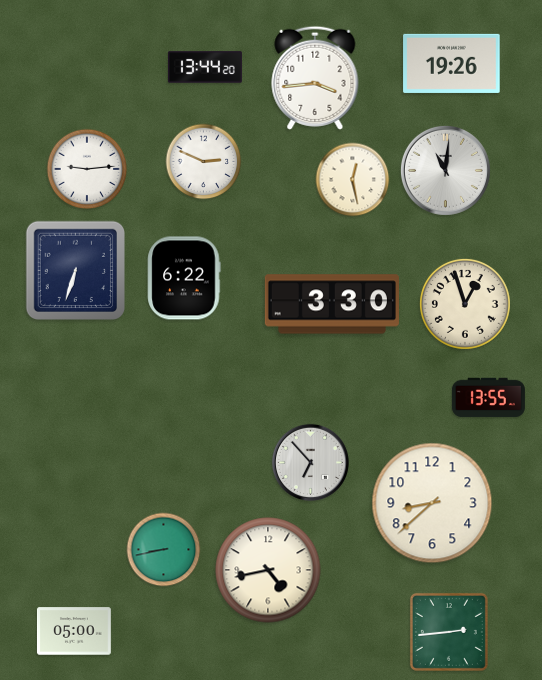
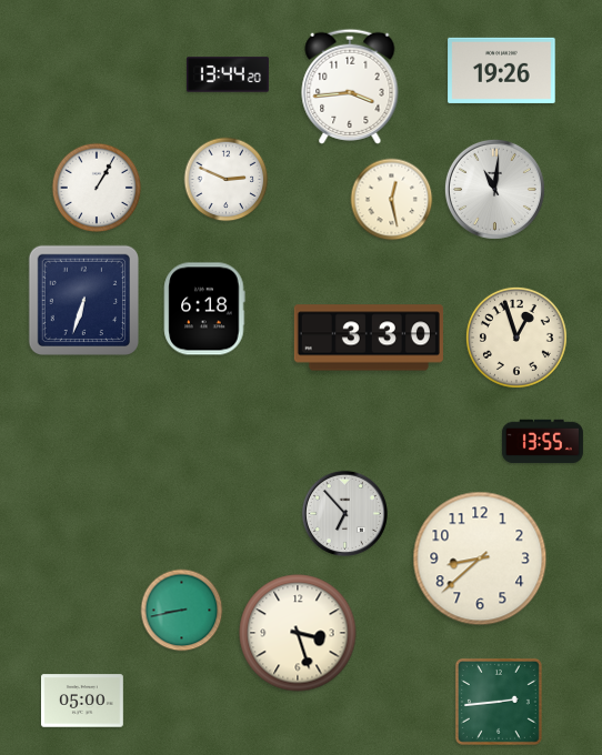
clock at (87, 169): 9:14 -> 1:05
clock at (184, 278): 6:22 -> 6:18
clock at (268, 570): 4:43 -> 3:27
